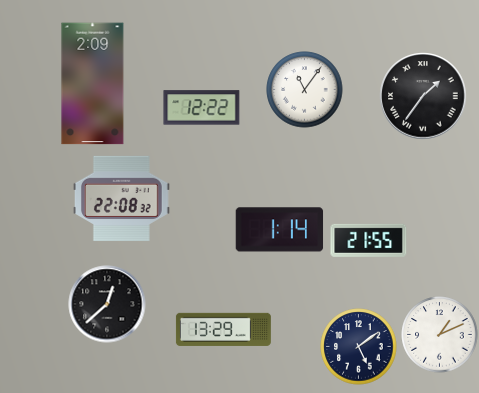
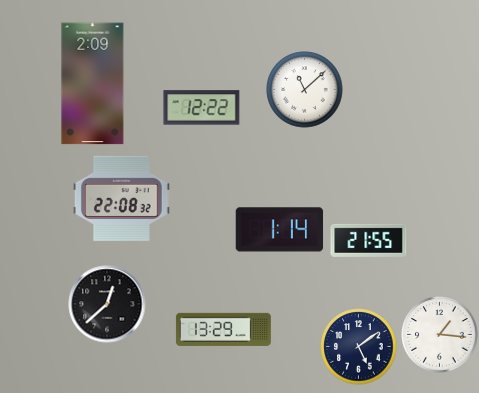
clock at (305, 90): 11:06 -> 11:08
clock at (423, 96): 1:36 -> none
clock at (440, 335): 1:11 -> 1:16
